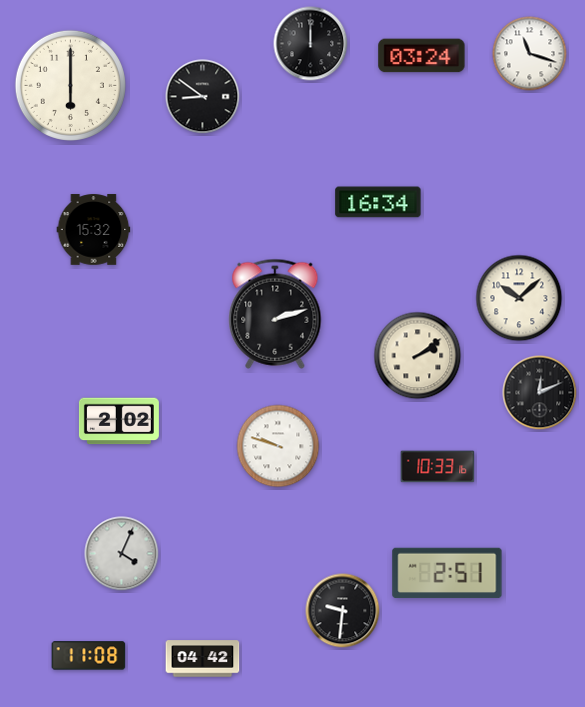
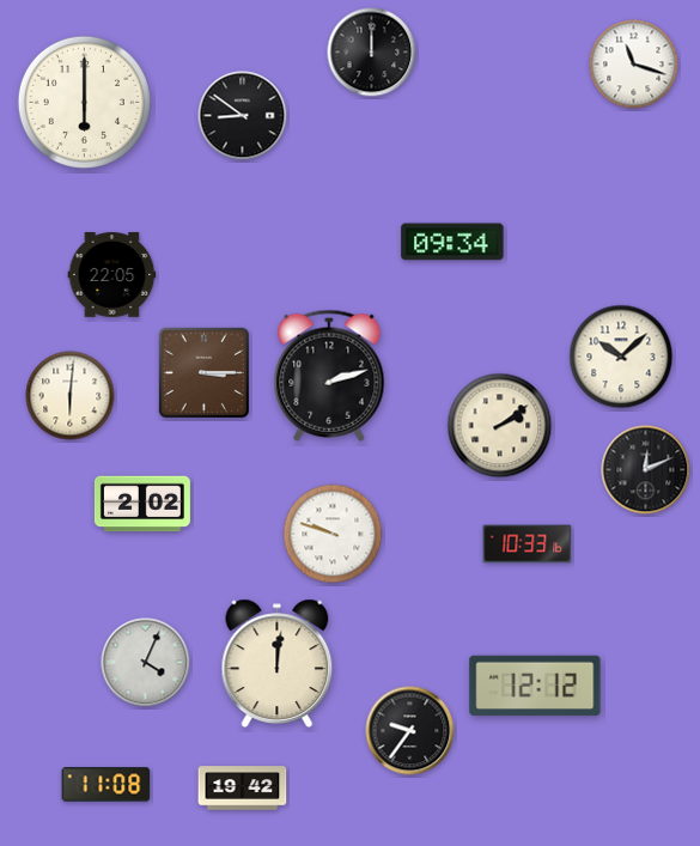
clock at (422, 56): 03:24 -> none
clock at (378, 202): 16:34 -> 09:34
clock at (94, 230): 15:32 -> 22:05
clock at (203, 372): none -> 3:15
clock at (71, 396): none -> 6:01
clock at (438, 467) position: (438, 467) -> (528, 544)
clock at (278, 663): none -> 12:01
clock at (447, 573): 2:51 -> 12:12
clock at (343, 611): 9:31 -> 9:36
clock at (203, 659): 04:42 -> 19:42
